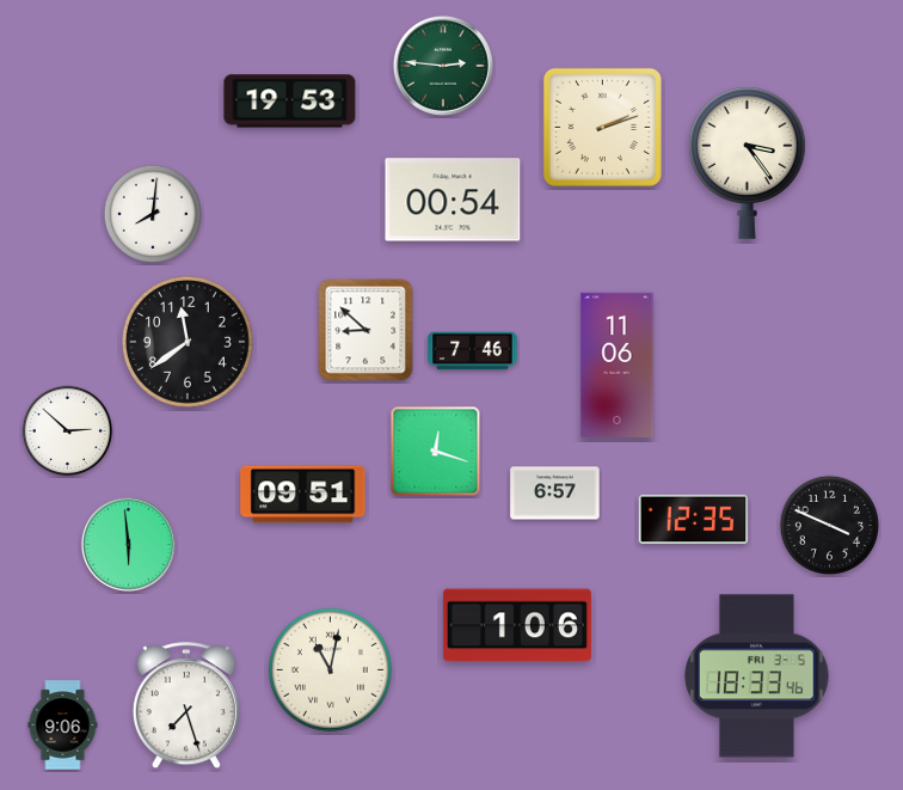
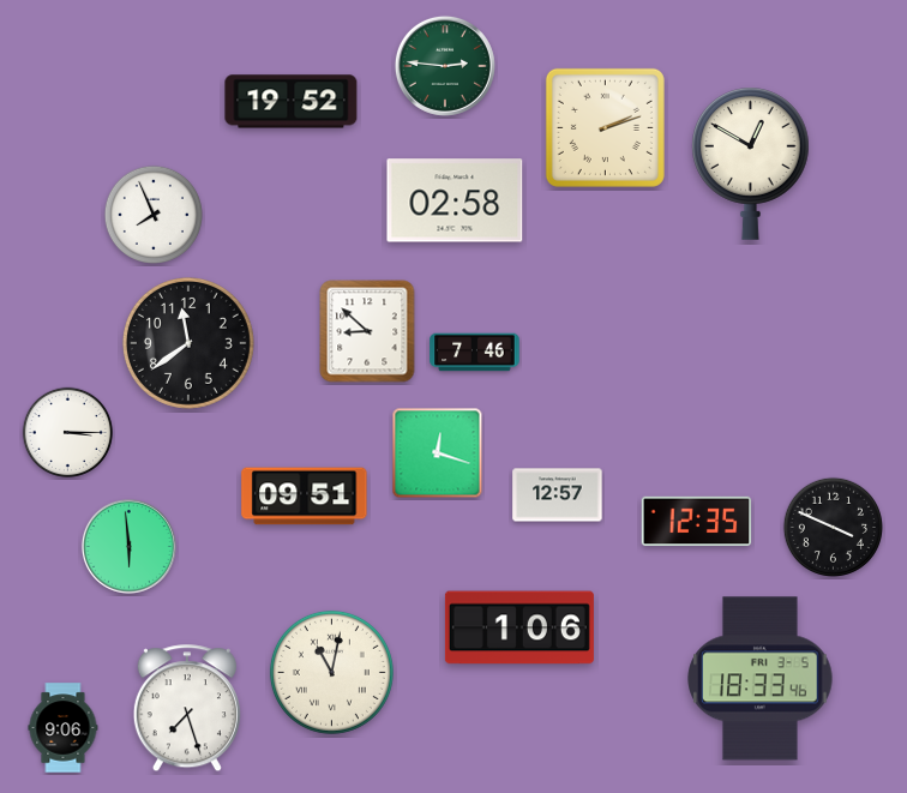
clock at (290, 102): 19:53 -> 19:52
clock at (748, 163): 3:24 -> 12:50
clock at (453, 200): 00:54 -> 02:58
clock at (153, 214): 8:01 -> 7:56
clock at (618, 365): 11:06 -> none
clock at (68, 431): 2:52 -> 3:15
clock at (555, 494): 6:57 -> 12:57
